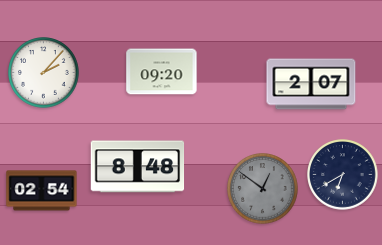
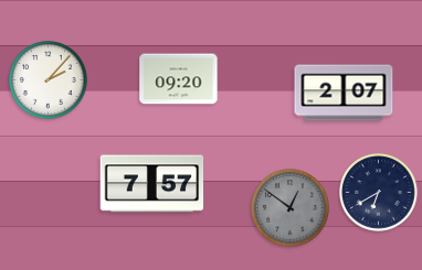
clock at (138, 167): 8:48 -> 7:57
clock at (42, 191): 02:54 -> none
